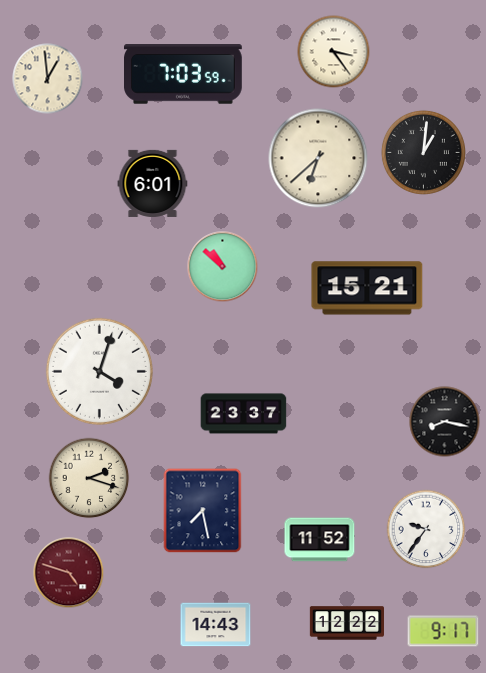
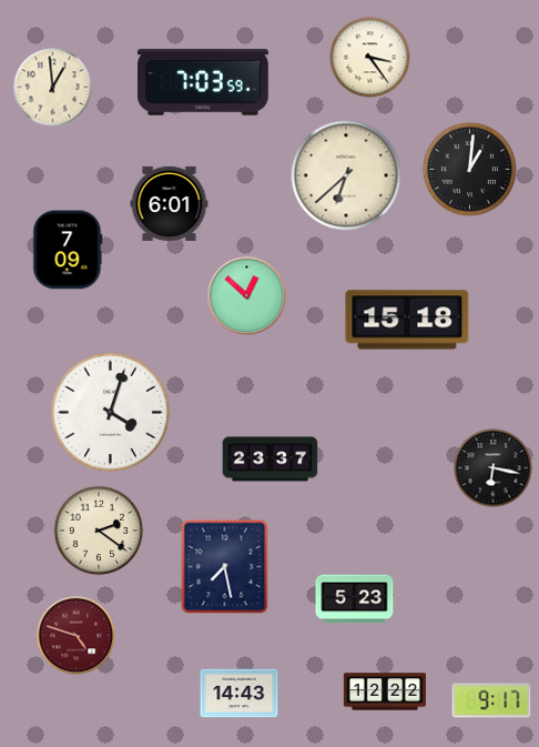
clock at (318, 158) position: (318, 158) -> (346, 175)
clock at (68, 250): none -> 7:09
clock at (223, 267): 10:52 -> 12:52
clock at (367, 288): 15:21 -> 15:18
clock at (445, 422): 8:17 -> 6:17
clock at (89, 478): 2:18 -> 2:21
clock at (426, 529): 9:36 -> none
clock at (320, 540): 11:52 -> 5:23
